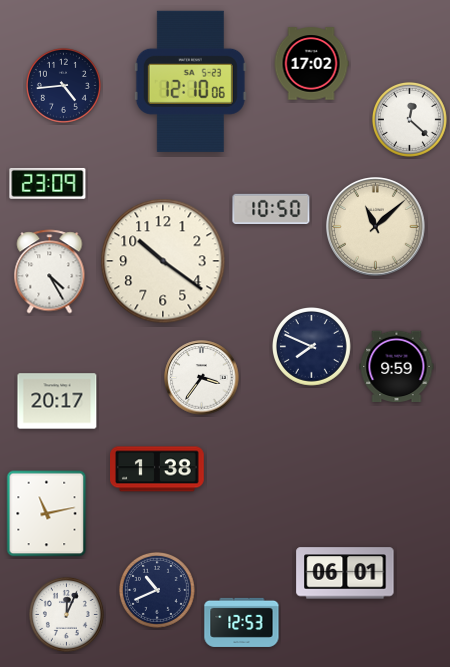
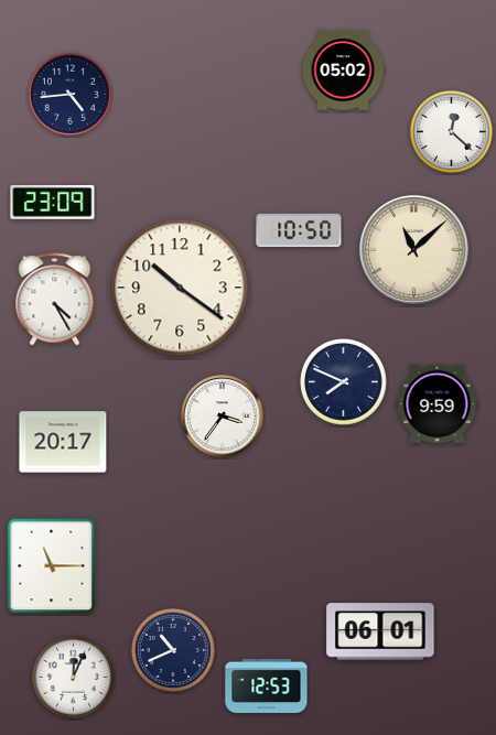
clock at (311, 64): 17:02 -> 05:02
clock at (190, 81): 12:10 -> none
clock at (158, 469): 1:38 -> none
clock at (47, 514): 11:13 -> 11:15
